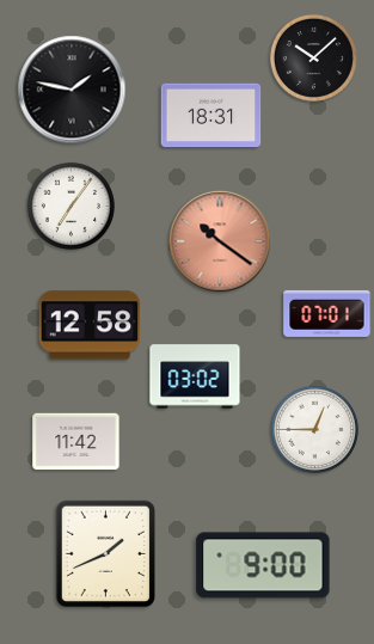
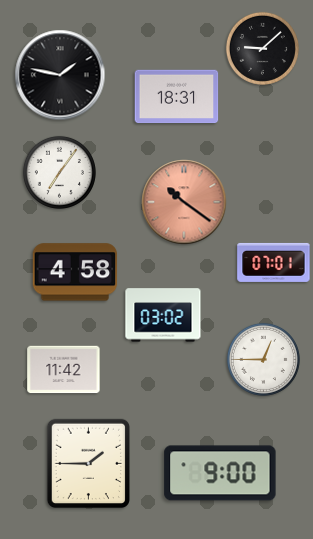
clock at (313, 57): 10:08 -> 9:08
clock at (90, 325): 12:58 -> 4:58
clock at (105, 554): 1:41 -> 1:45
